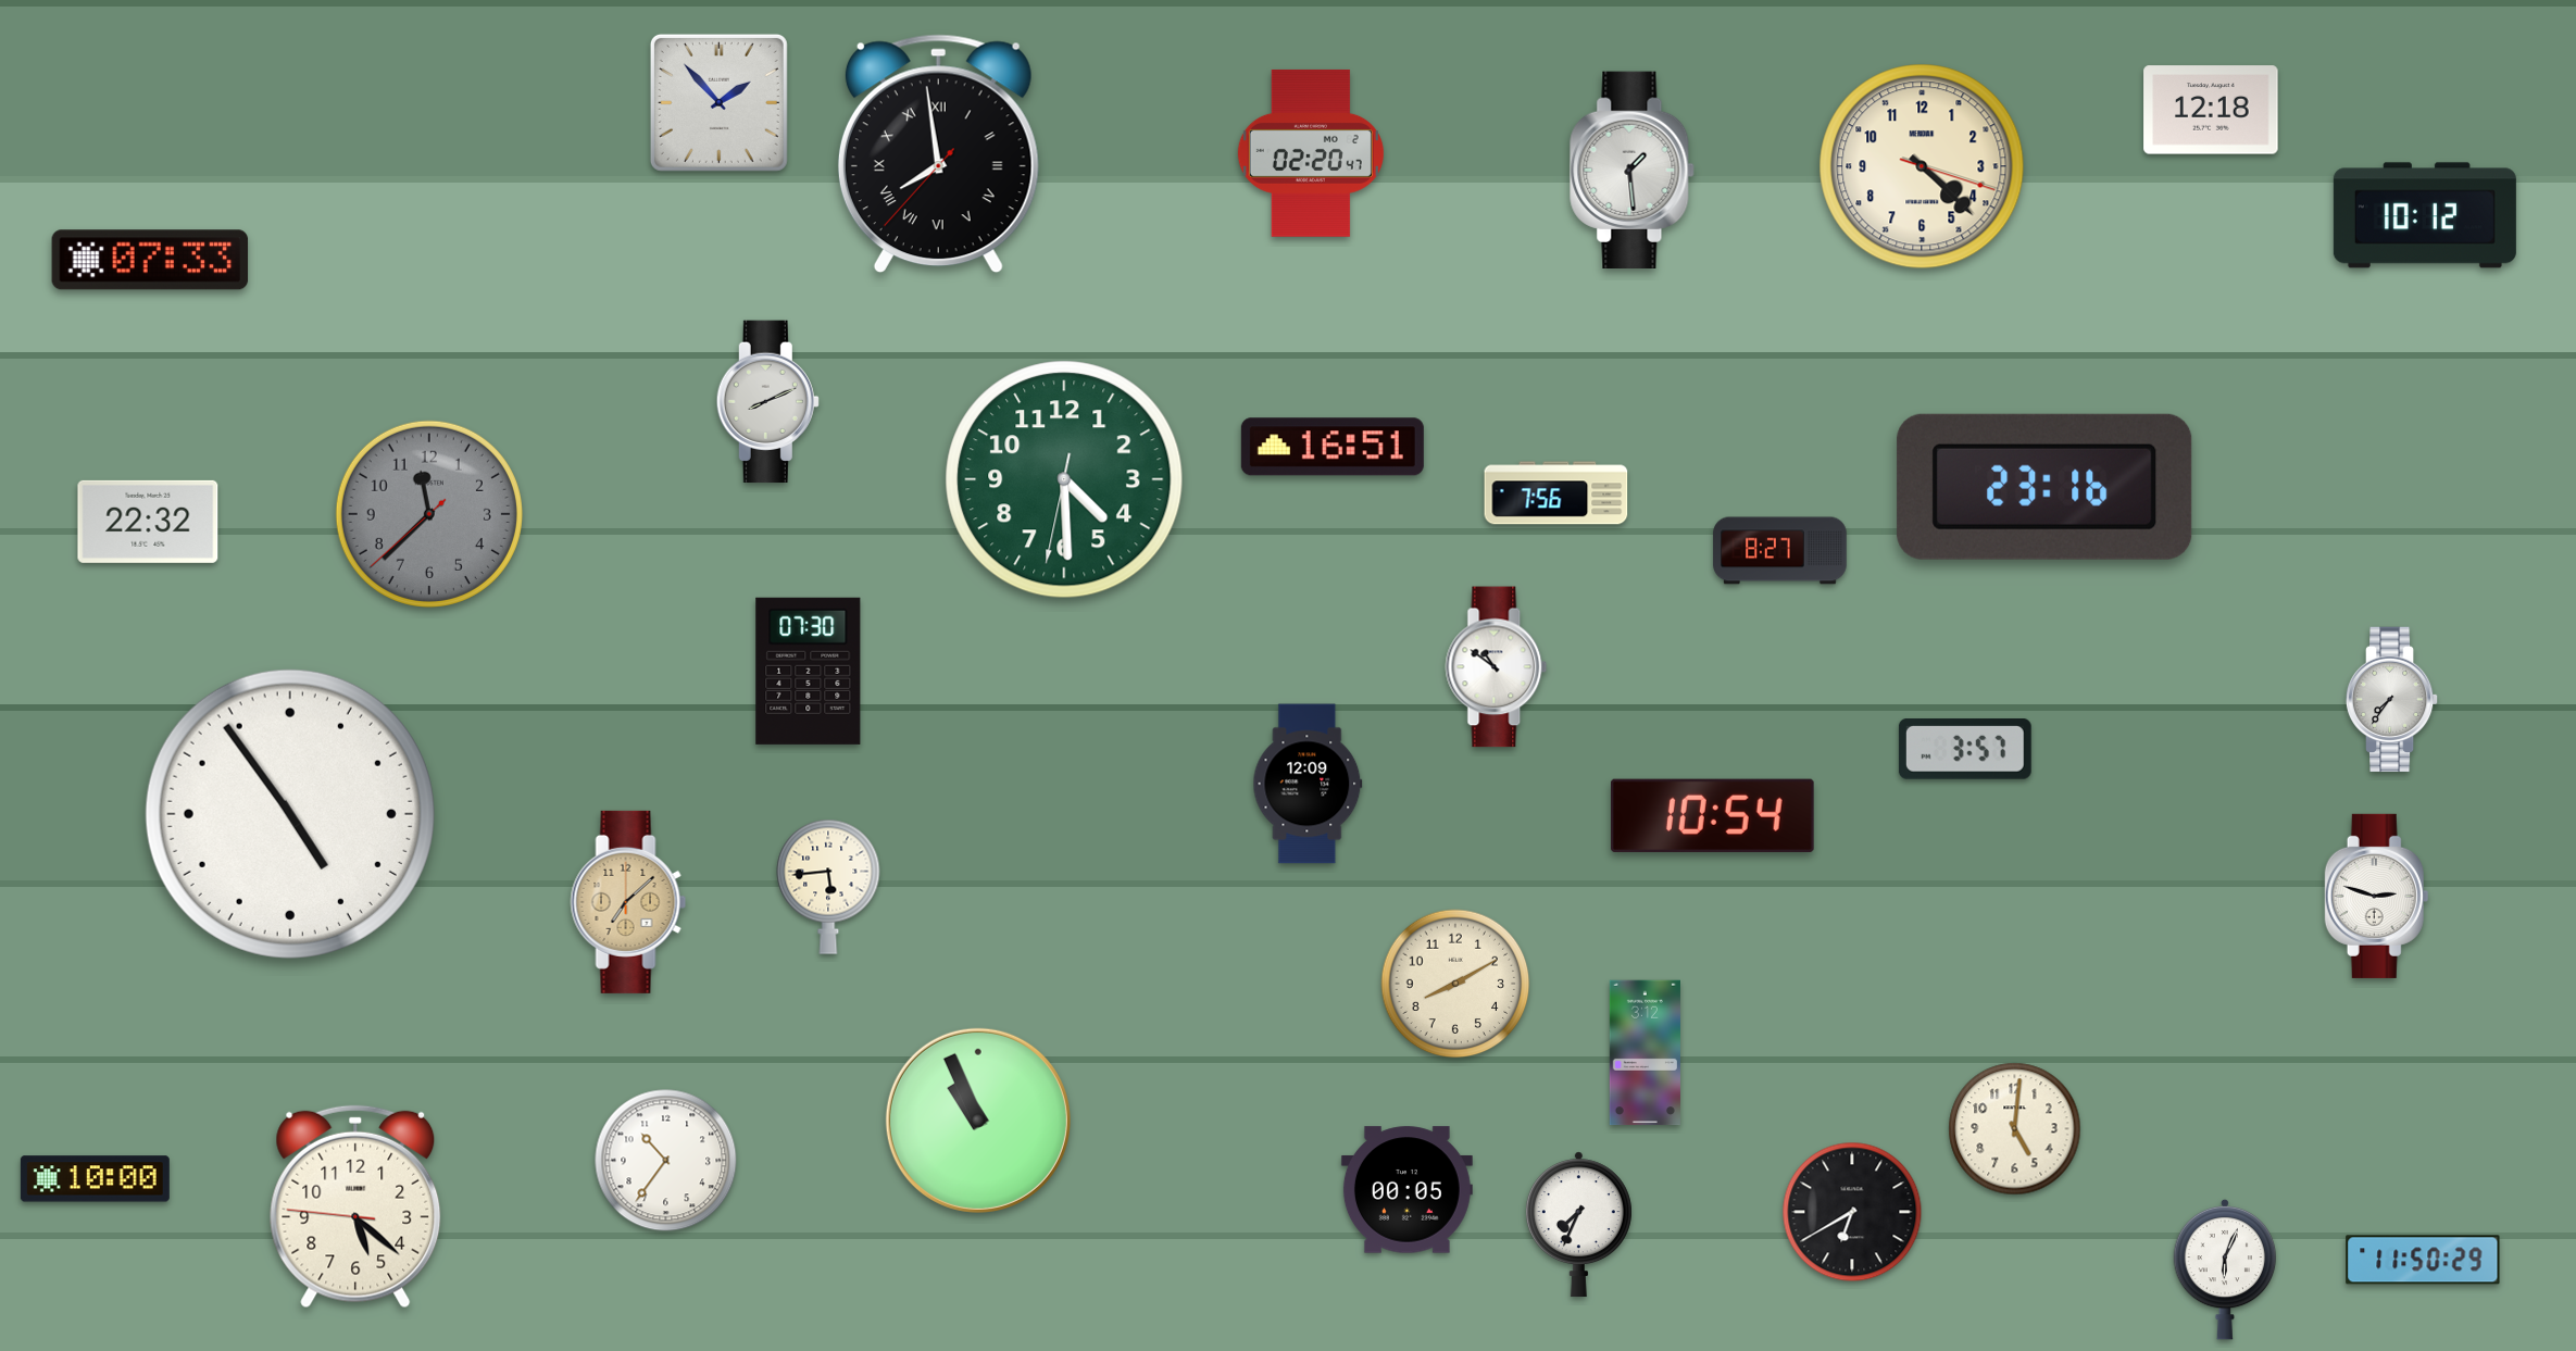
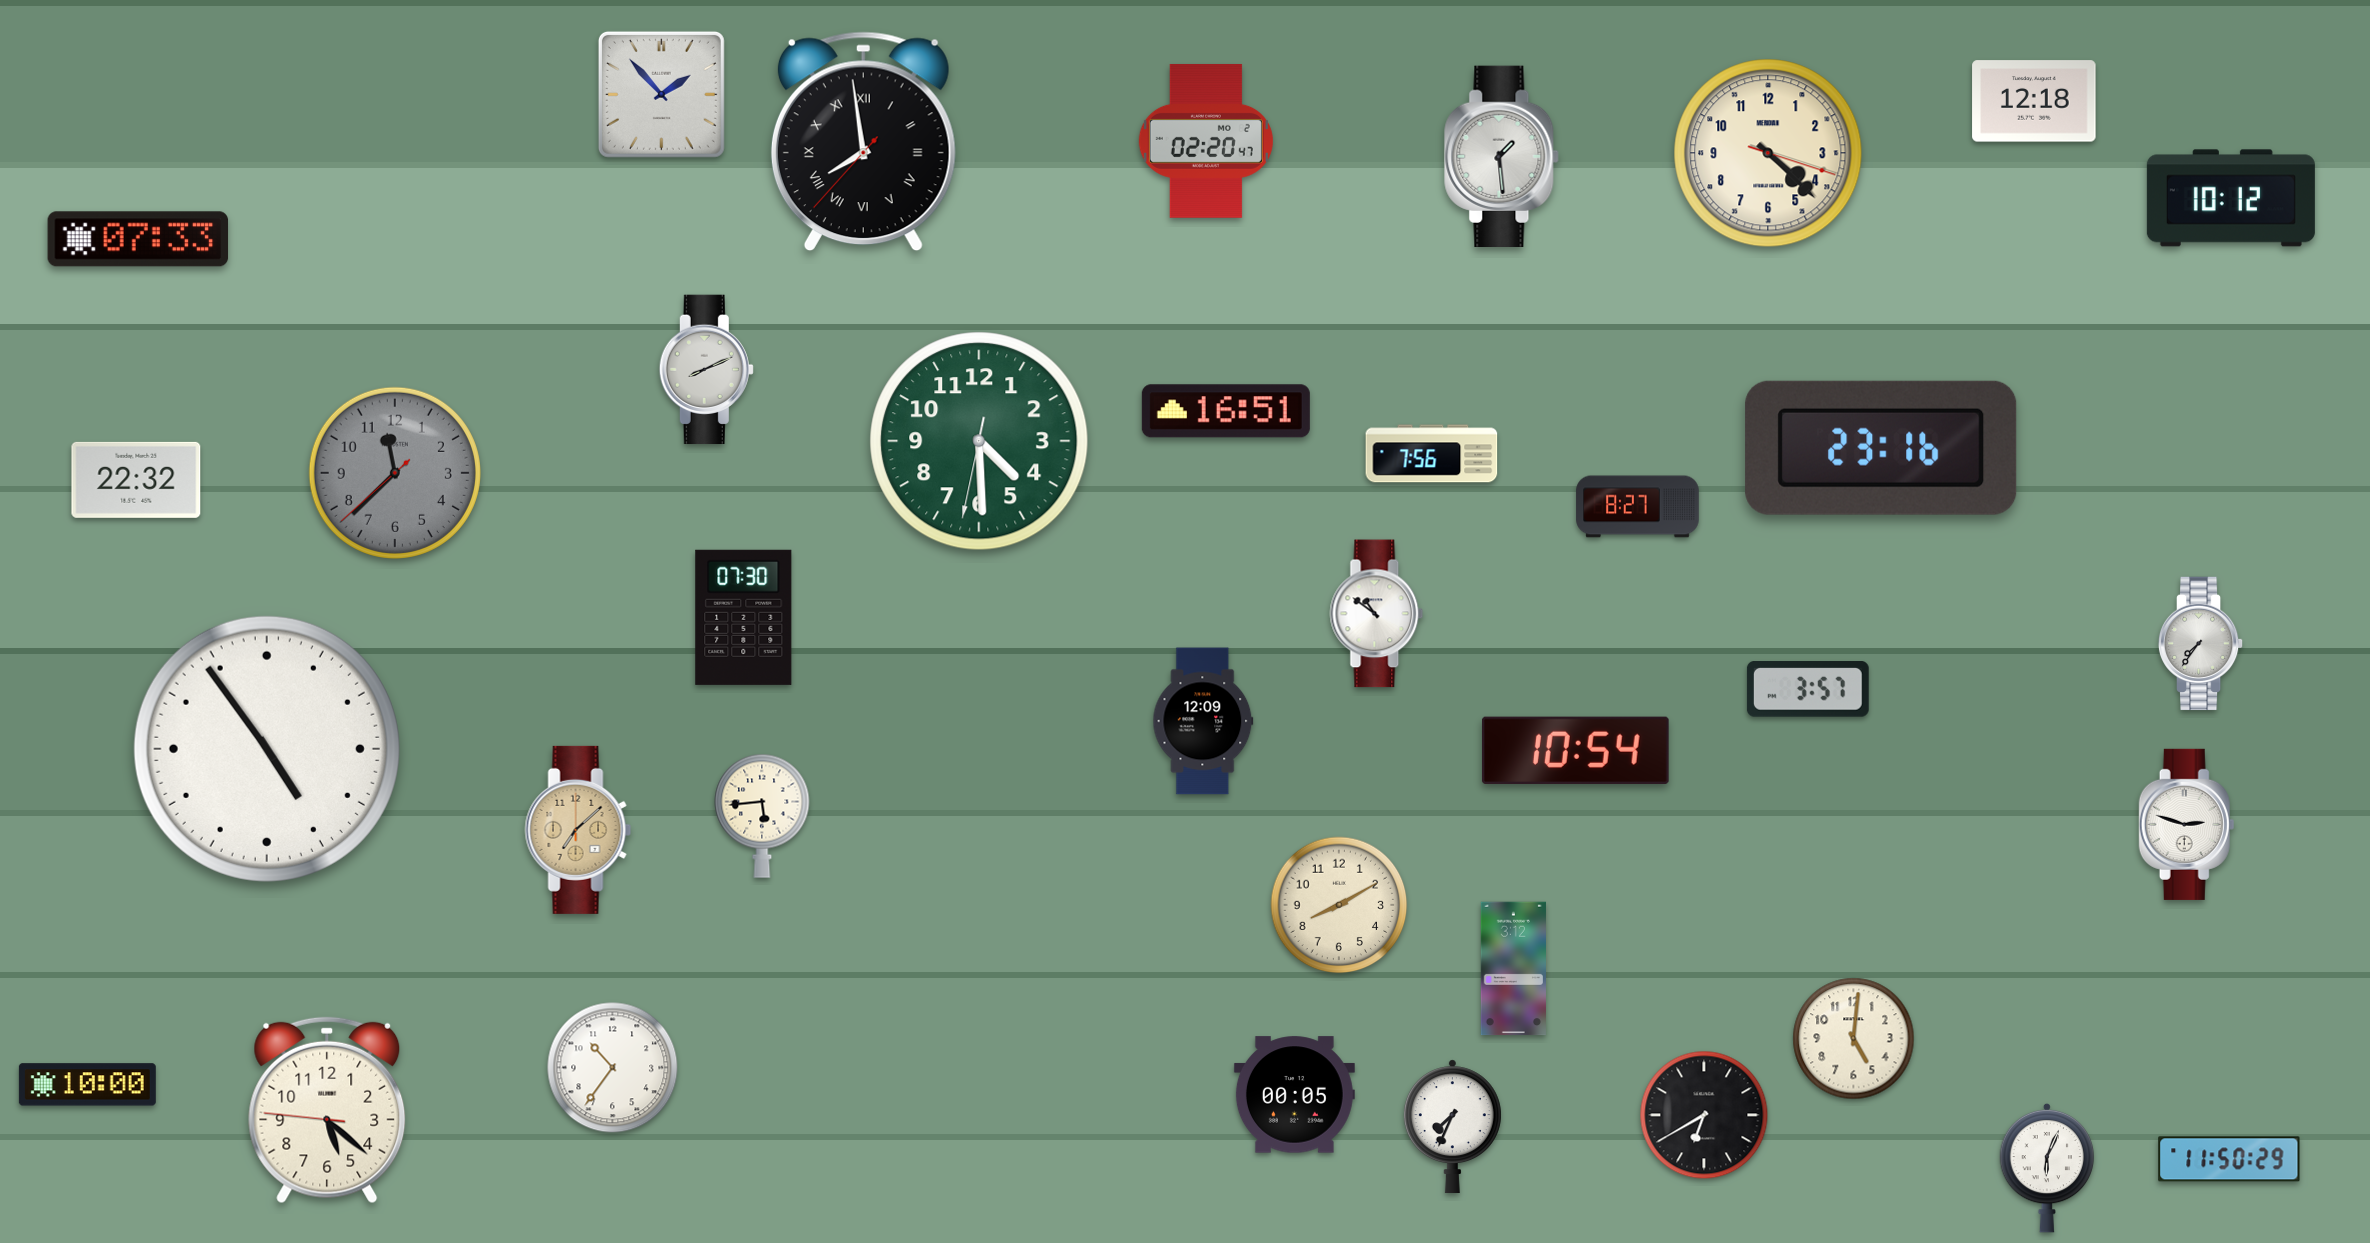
clock at (978, 1121): 10:56 -> none
